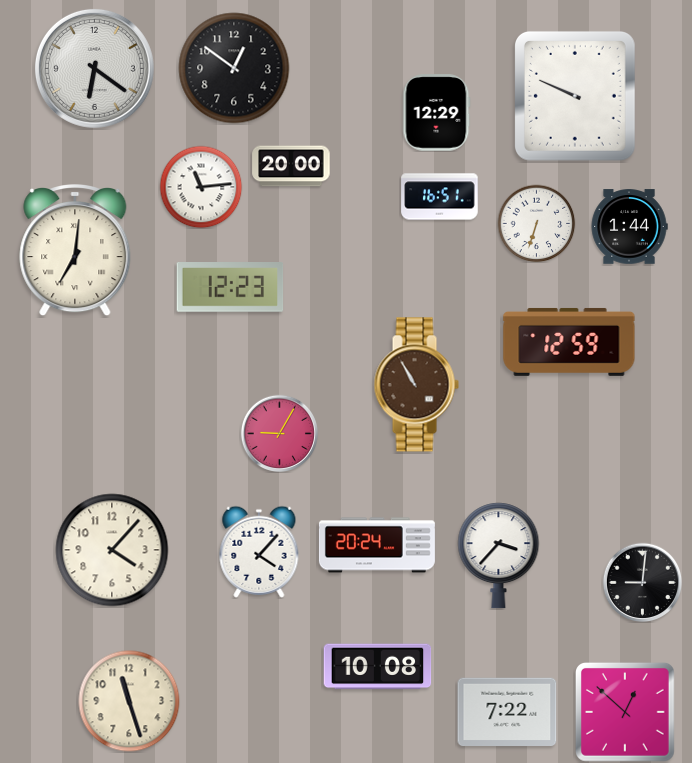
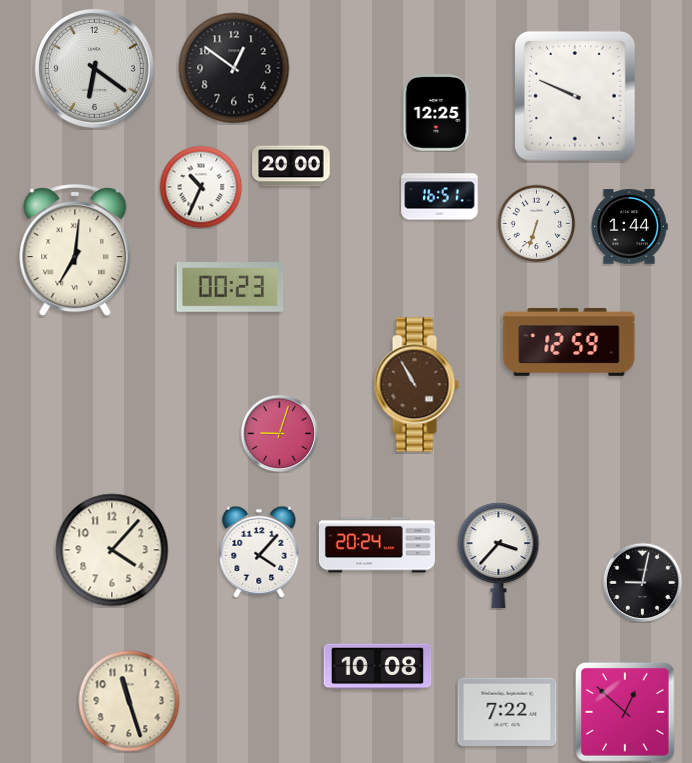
clock at (437, 113): 12:29 -> 12:25
clock at (201, 187): 11:14 -> 10:34
clock at (230, 288): 12:23 -> 00:23
clock at (279, 433): 9:05 -> 9:03
clock at (642, 582): 9:01 -> 9:02
